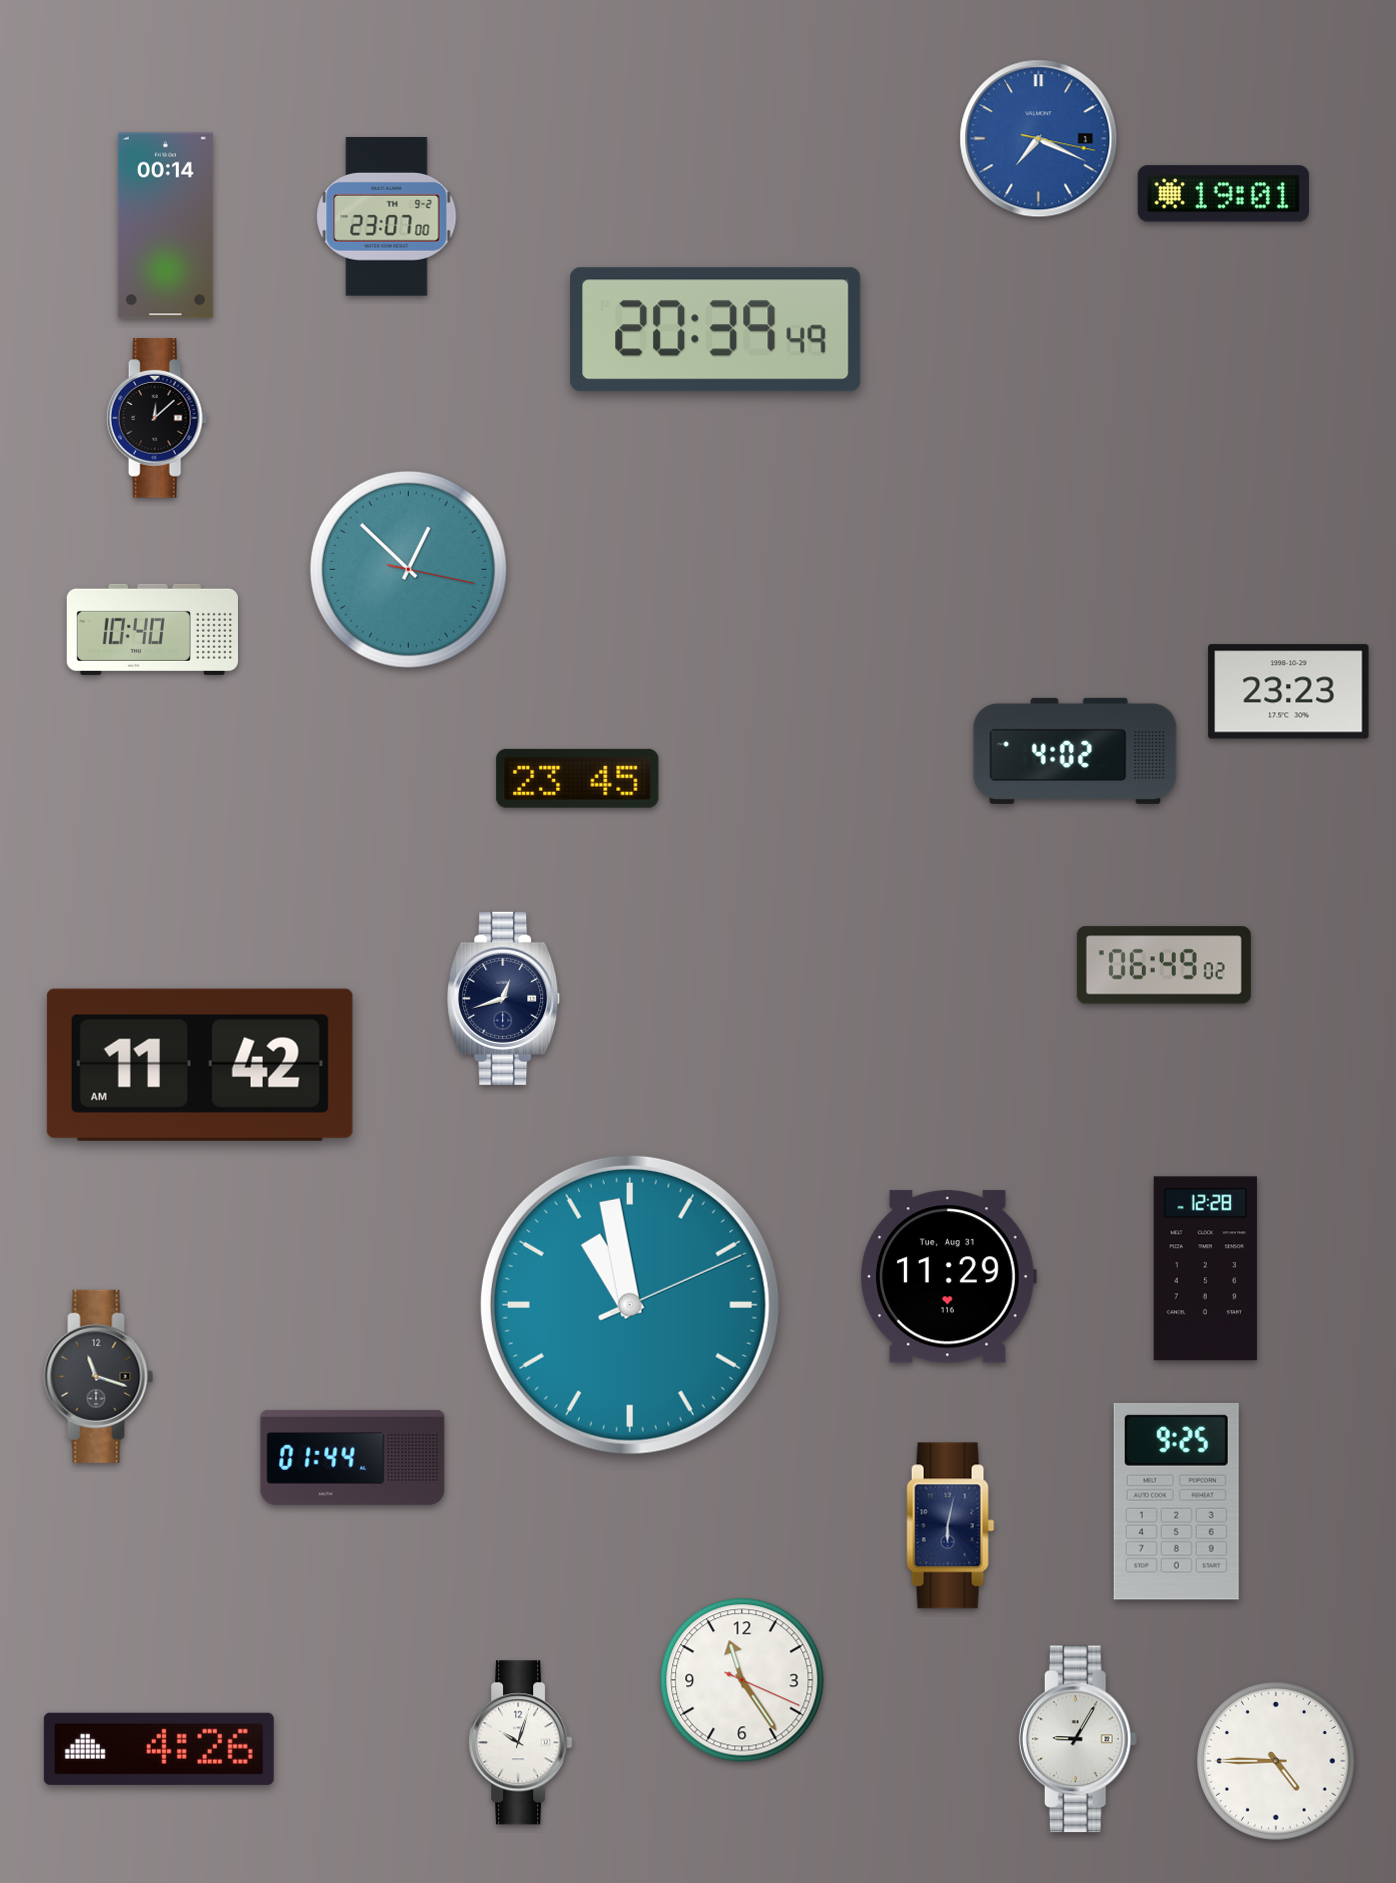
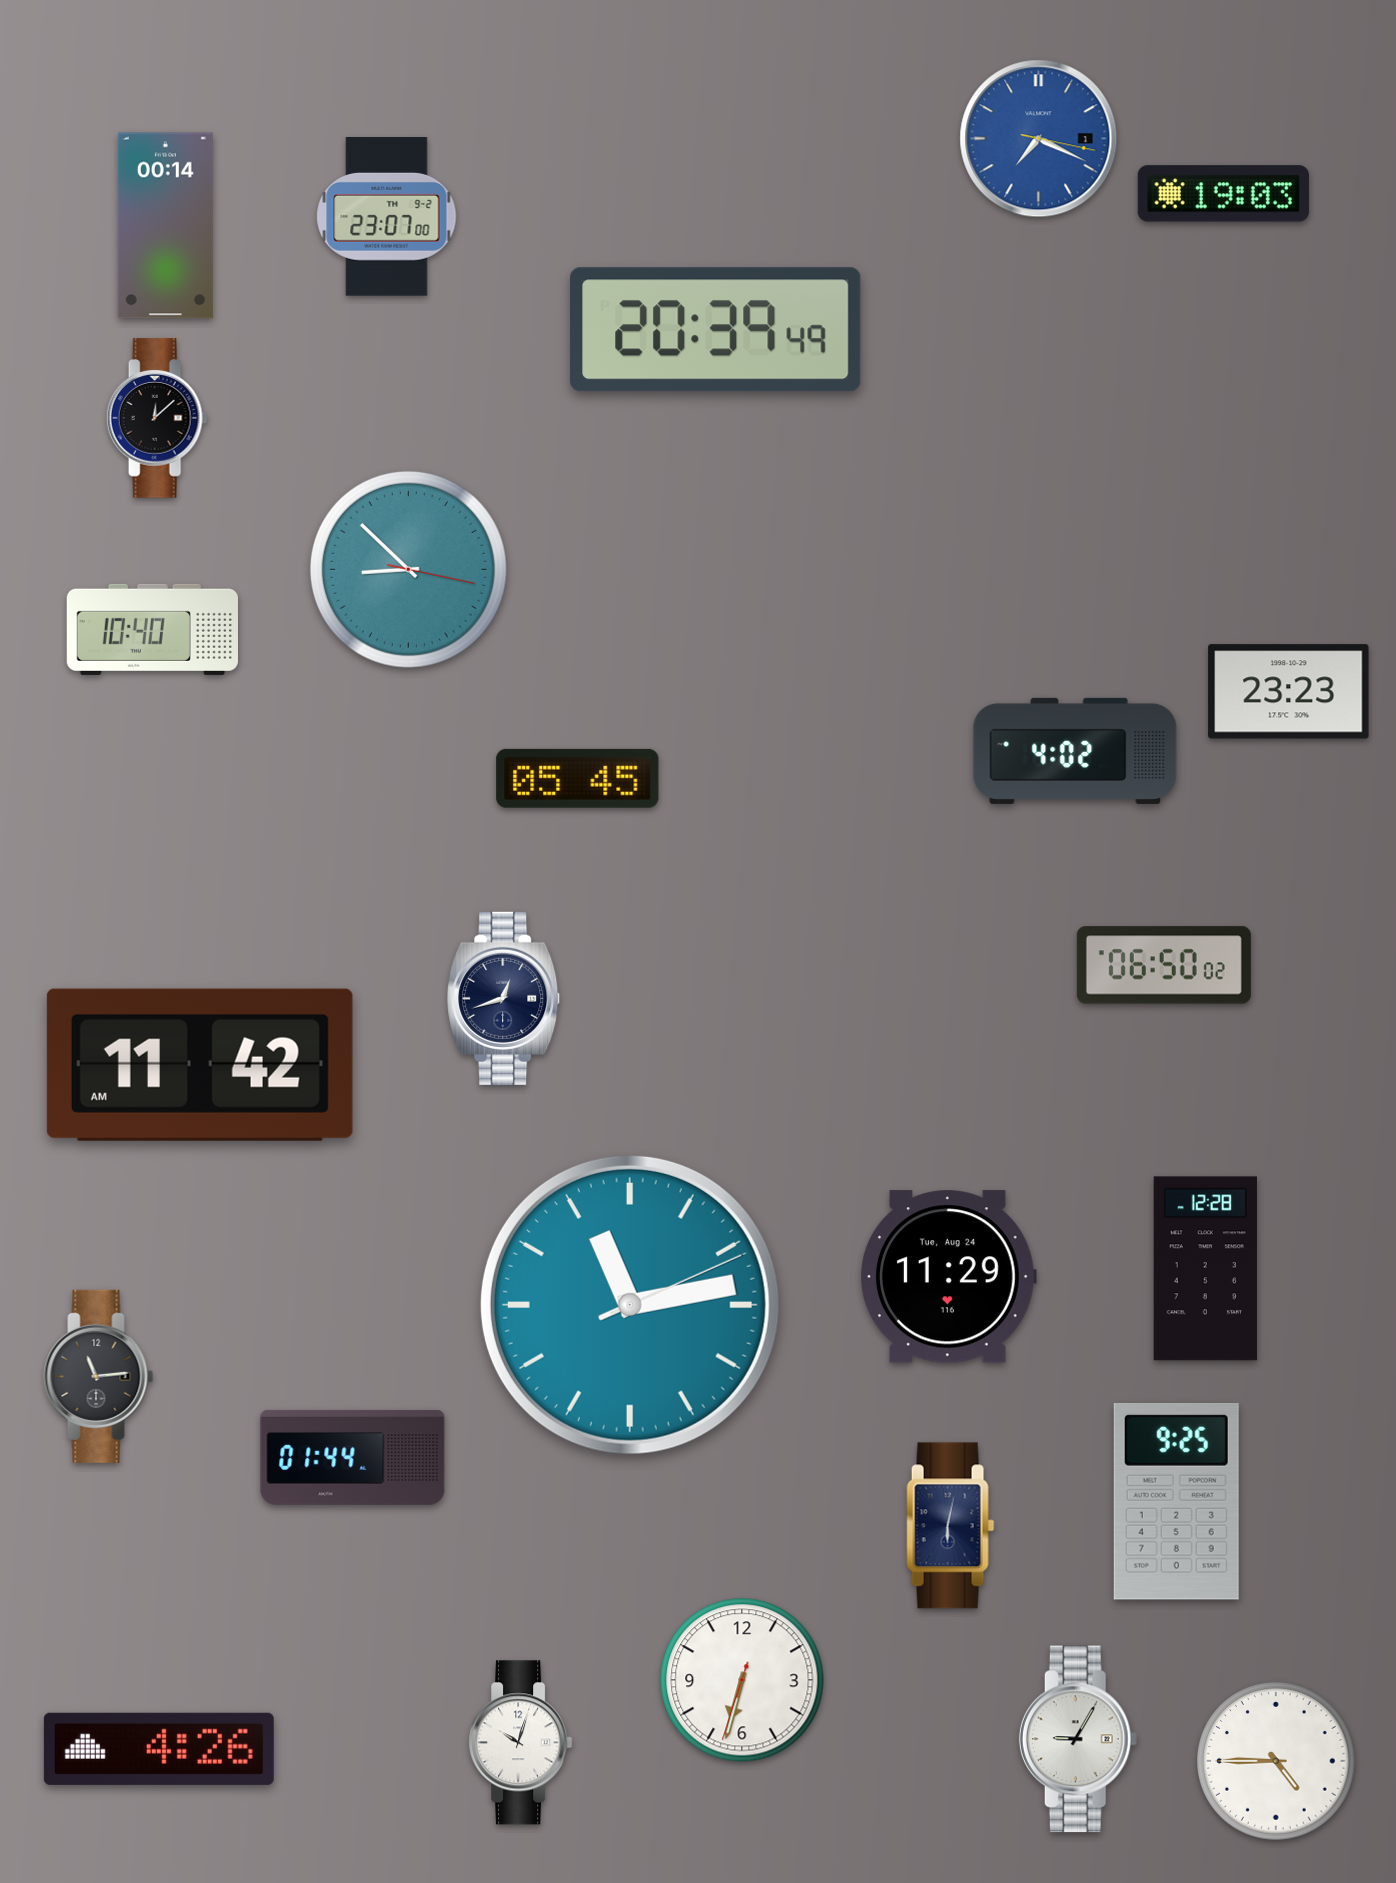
clock at (1223, 194): 19:01 -> 19:03
clock at (408, 569): 12:52 -> 8:52
clock at (578, 778): 23:45 -> 05:45
clock at (1164, 965): 06:49 -> 06:50
clock at (949, 1277) date: Tue, Aug 31 -> Tue, Aug 24
clock at (630, 1305): 10:58 -> 11:13
clock at (99, 1376): 11:18 -> 11:14
clock at (742, 1680): 11:24 -> 6:32
